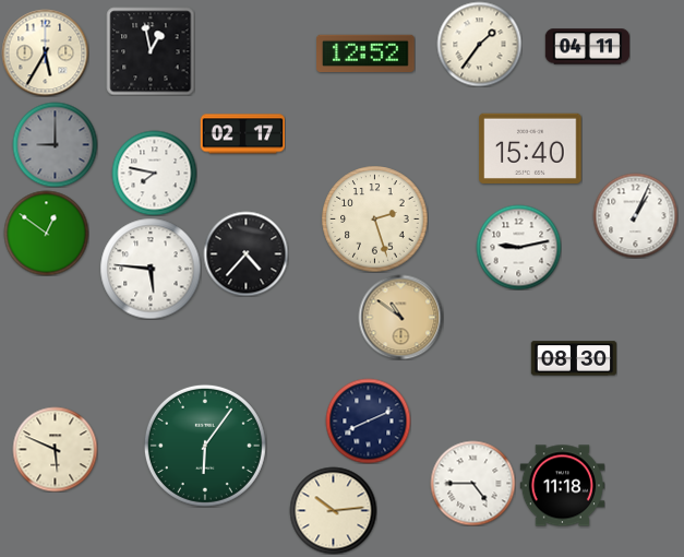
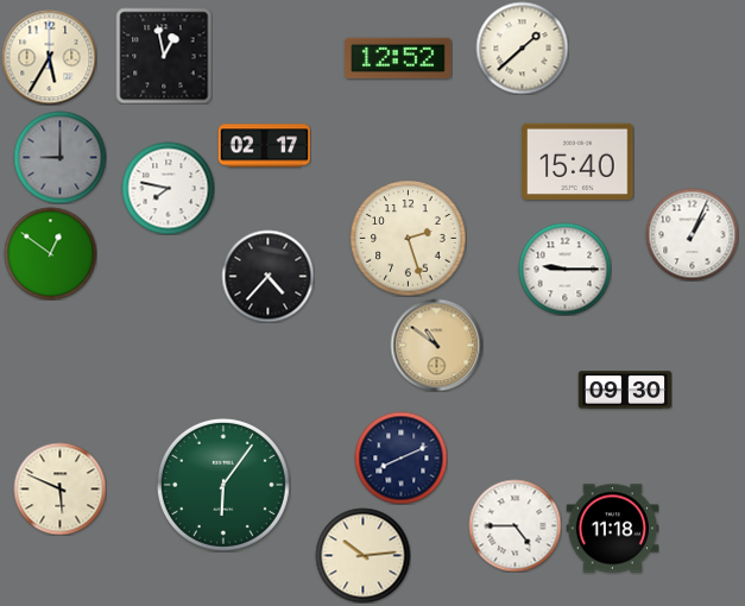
clock at (479, 44): 1:36 -> 1:38
clock at (587, 47): 04:11 -> none
clock at (518, 247): 9:13 -> 9:15
clock at (151, 269): 5:46 -> none
clock at (574, 358): 08:30 -> 09:30
